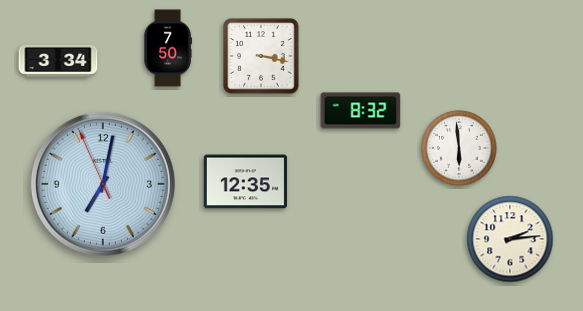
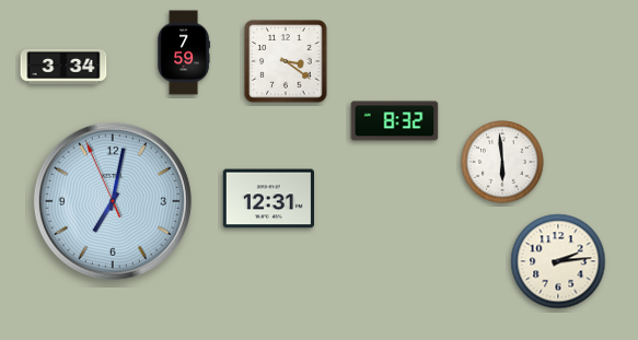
clock at (168, 48): 7:50 -> 7:59
clock at (261, 56): 3:17 -> 3:21
clock at (245, 182): 12:35 -> 12:31
